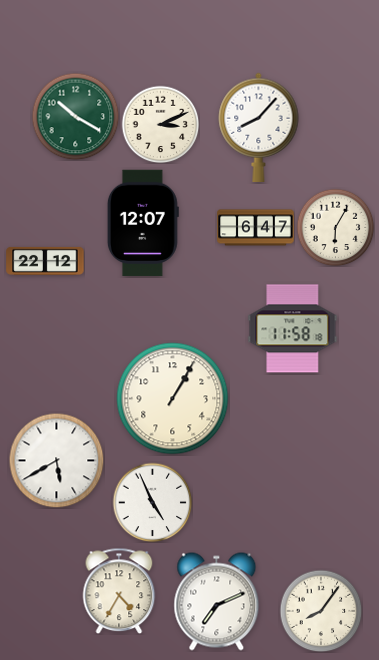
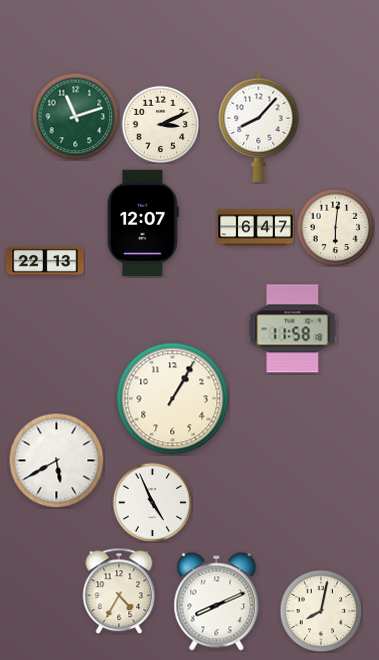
clock at (75, 116): 10:20 -> 11:12
clock at (335, 227): 6:05 -> 6:01
clock at (45, 261): 22:12 -> 22:13
clock at (217, 602): 7:11 -> 8:11
clock at (321, 611): 8:06 -> 8:02
